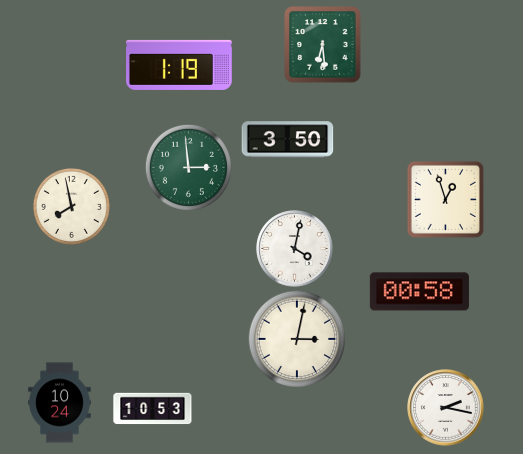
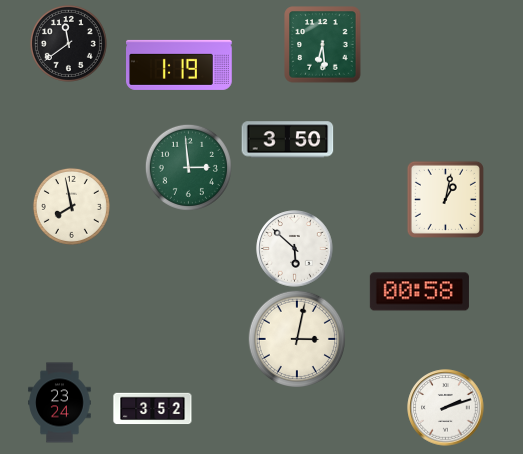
clock at (68, 43): none -> 11:39
clock at (445, 199): 12:57 -> 1:02
clock at (295, 249): 4:02 -> 5:52
clock at (60, 403): 10:24 -> 23:24
clock at (446, 408): 2:17 -> 2:12
clock at (153, 409): 10:53 -> 3:52
